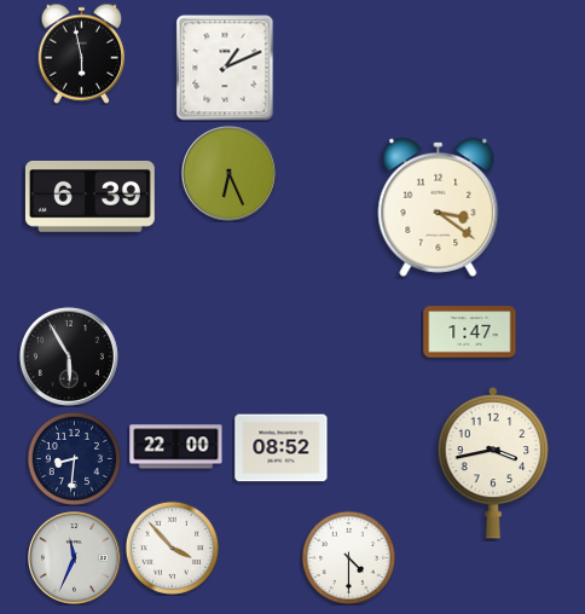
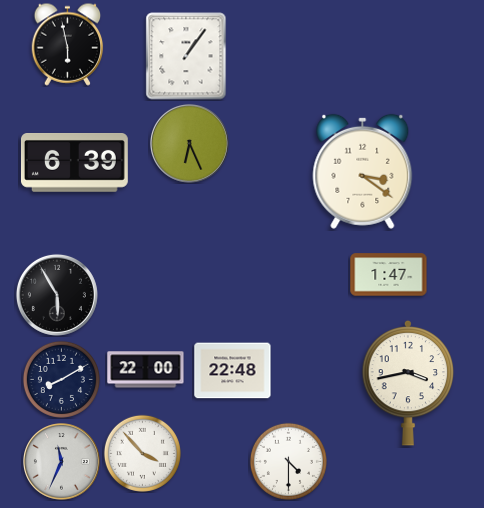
clock at (225, 68): 1:11 -> 1:06
clock at (282, 448): 08:52 -> 22:48
clock at (74, 458): 8:31 -> 8:10
